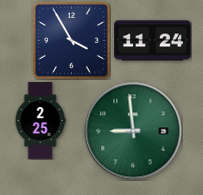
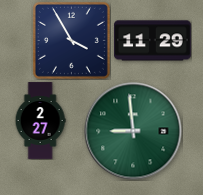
clock at (153, 41): 11:24 -> 11:29
clock at (40, 121): 2:25 -> 2:27
